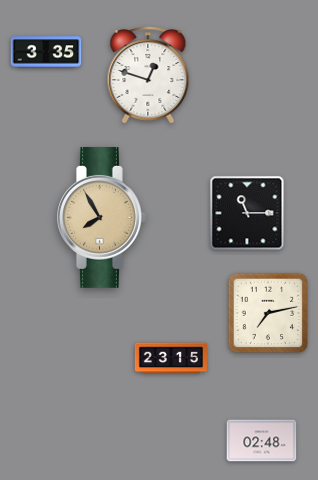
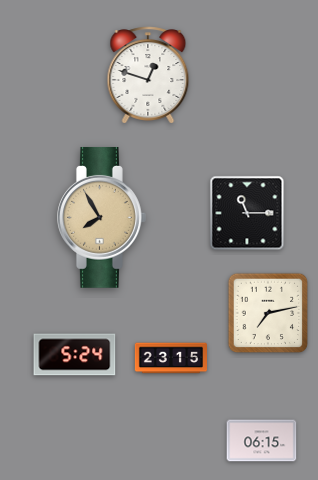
clock at (46, 52): 3:35 -> none
clock at (75, 355): none -> 5:24
clock at (262, 441): 02:48 -> 06:15
